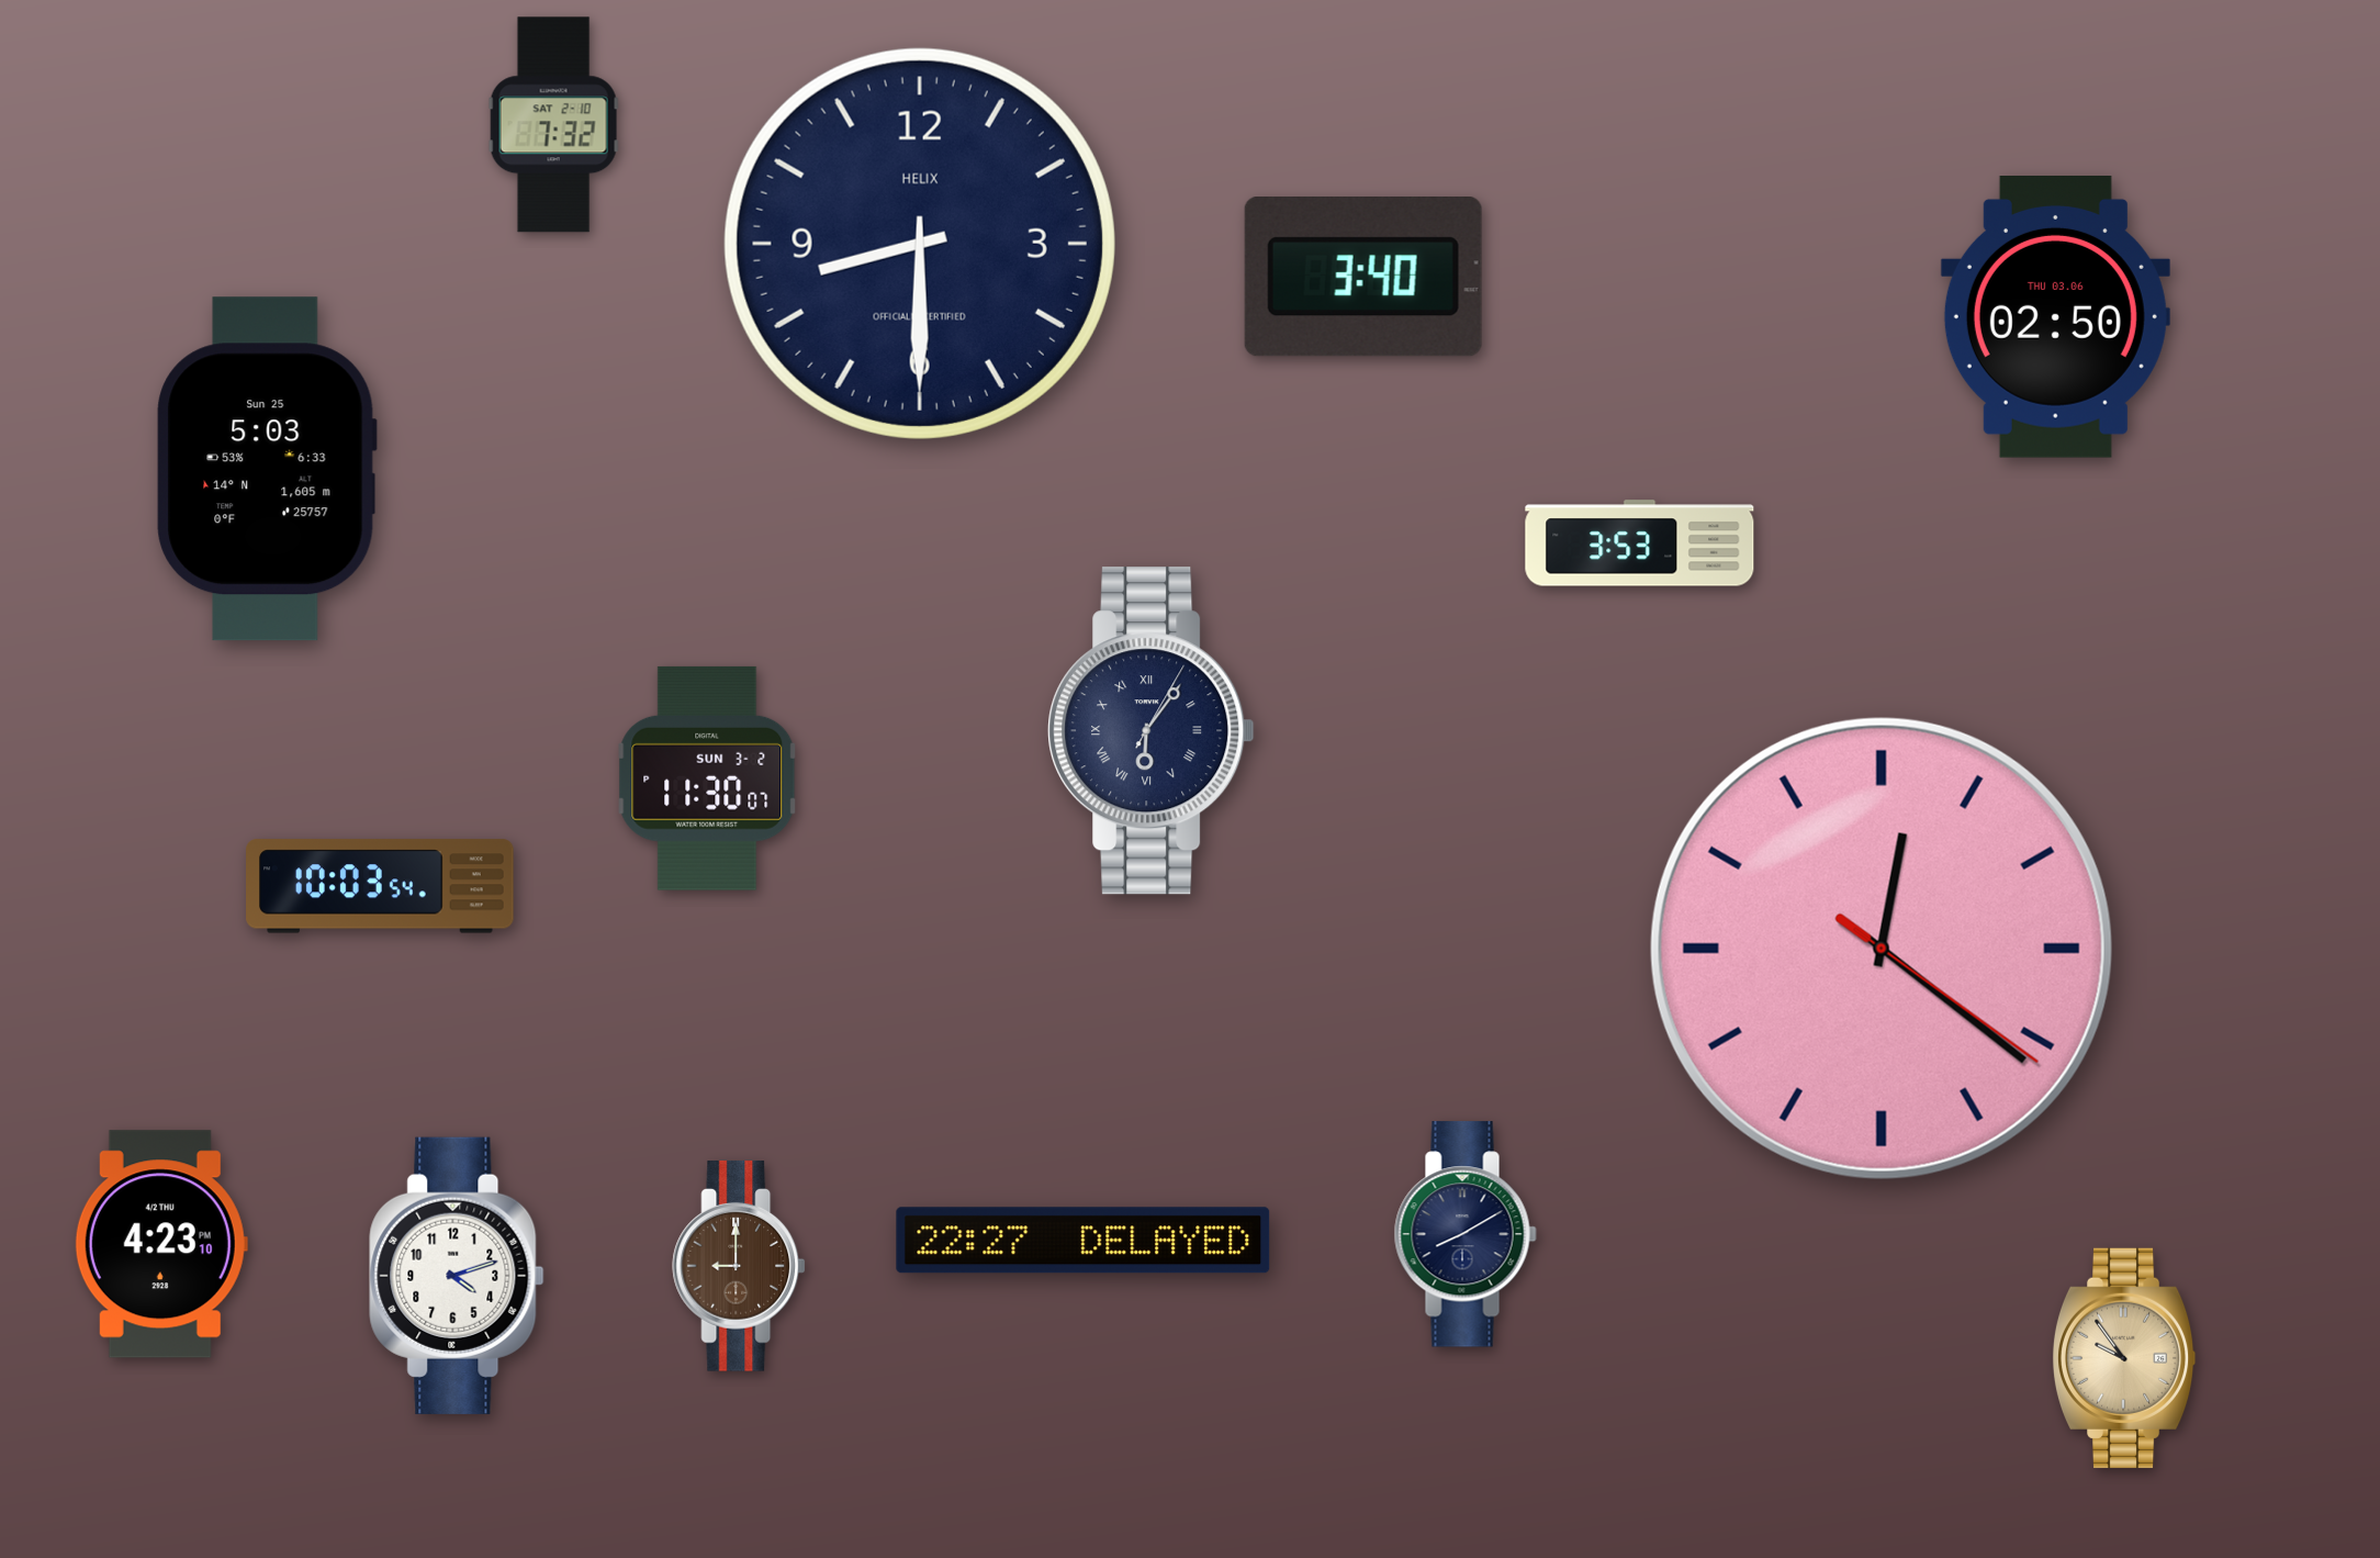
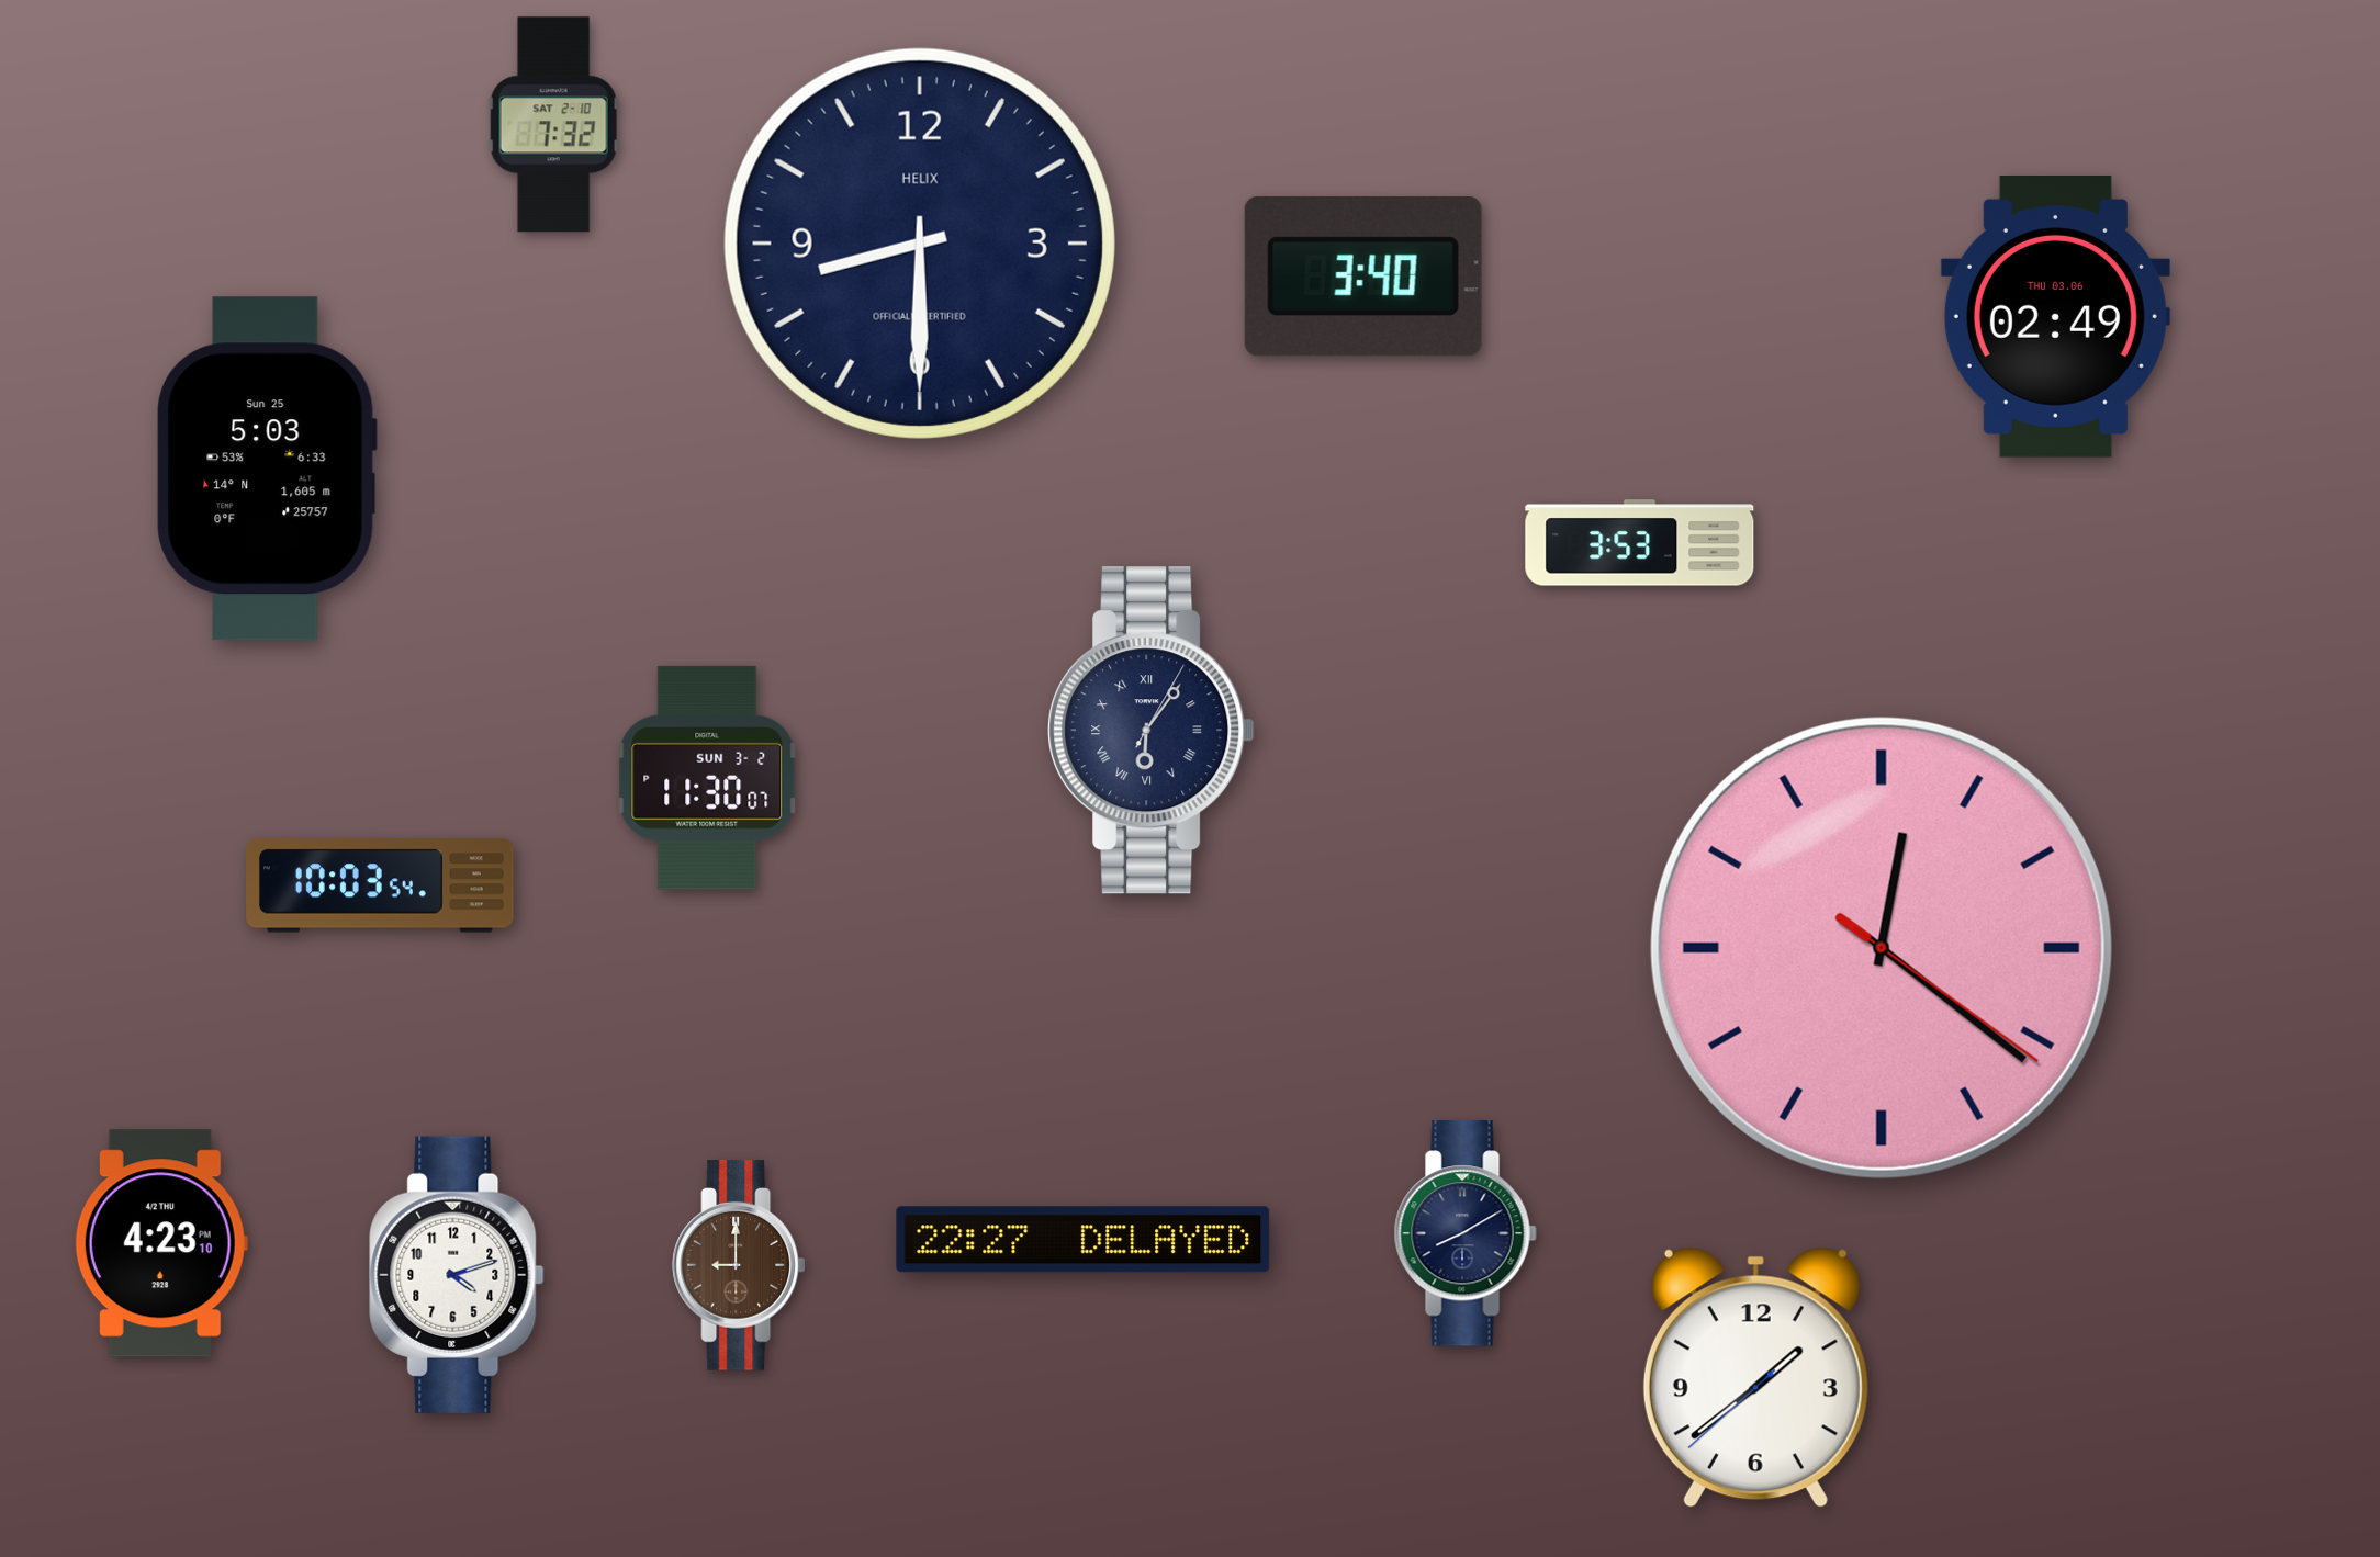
clock at (2055, 317): 02:50 -> 02:49
clock at (2124, 1358): 9:54 -> none
clock at (1755, 1377): none -> 1:38
